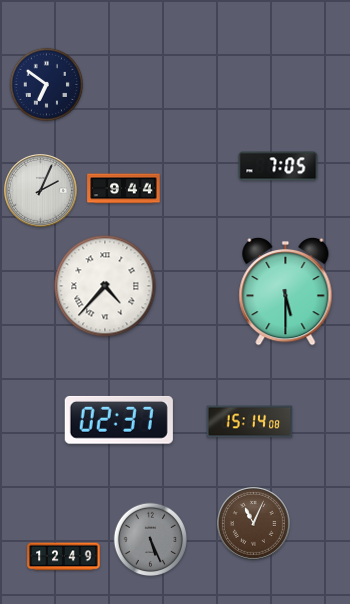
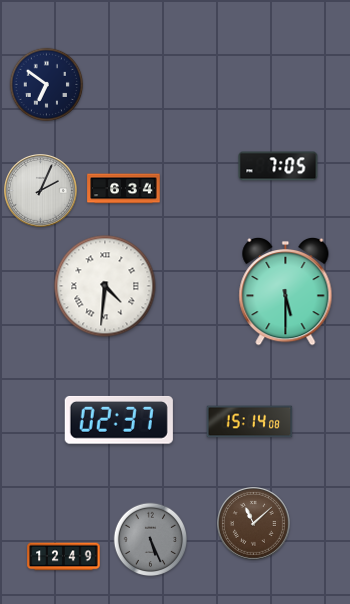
clock at (124, 189): 9:44 -> 6:34
clock at (105, 286): 4:37 -> 4:31
clock at (254, 524): 11:04 -> 11:08
